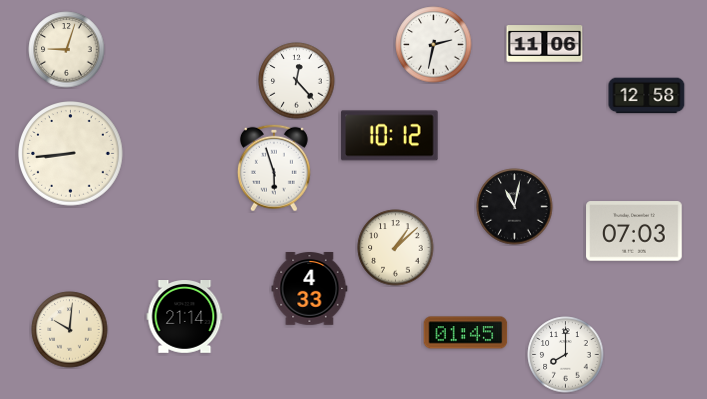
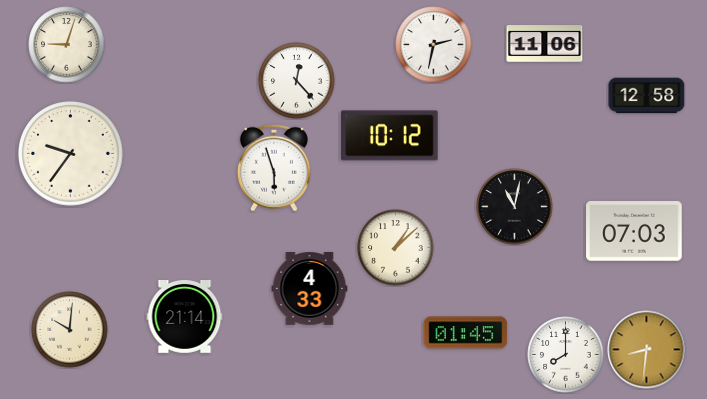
clock at (67, 50) position: (67, 50) -> (67, 45)
clock at (71, 154): 8:44 -> 9:36
clock at (647, 350): none -> 8:31
